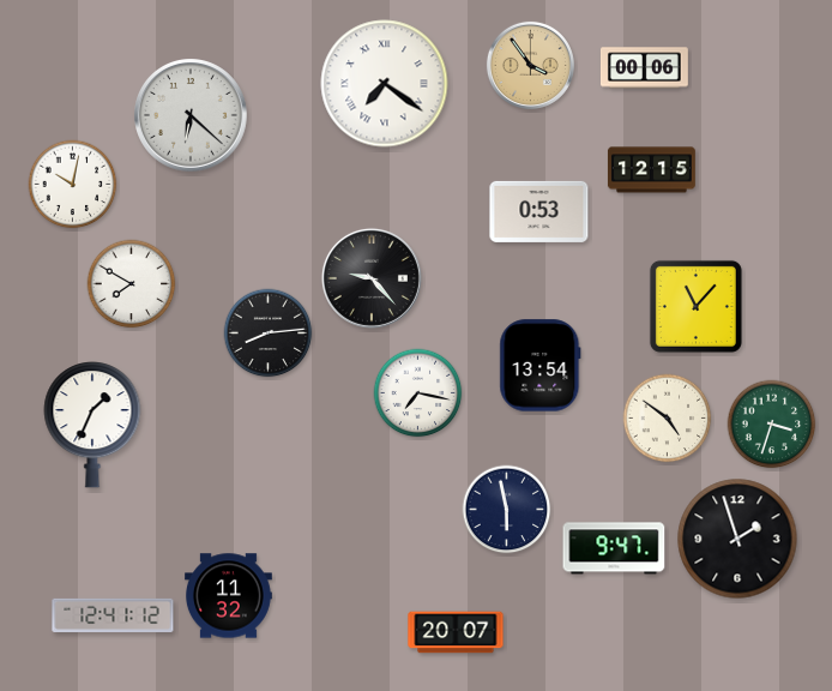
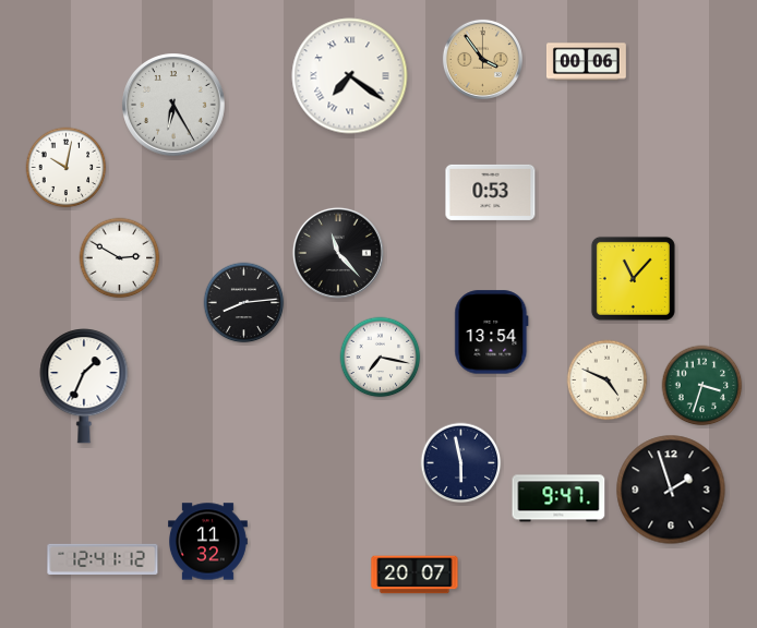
clock at (192, 116): 6:22 -> 6:25
clock at (651, 170): 12:15 -> none
clock at (372, 278): 9:23 -> 11:23
clock at (132, 284): 7:50 -> 2:50
clock at (668, 419): 4:51 -> 4:49
